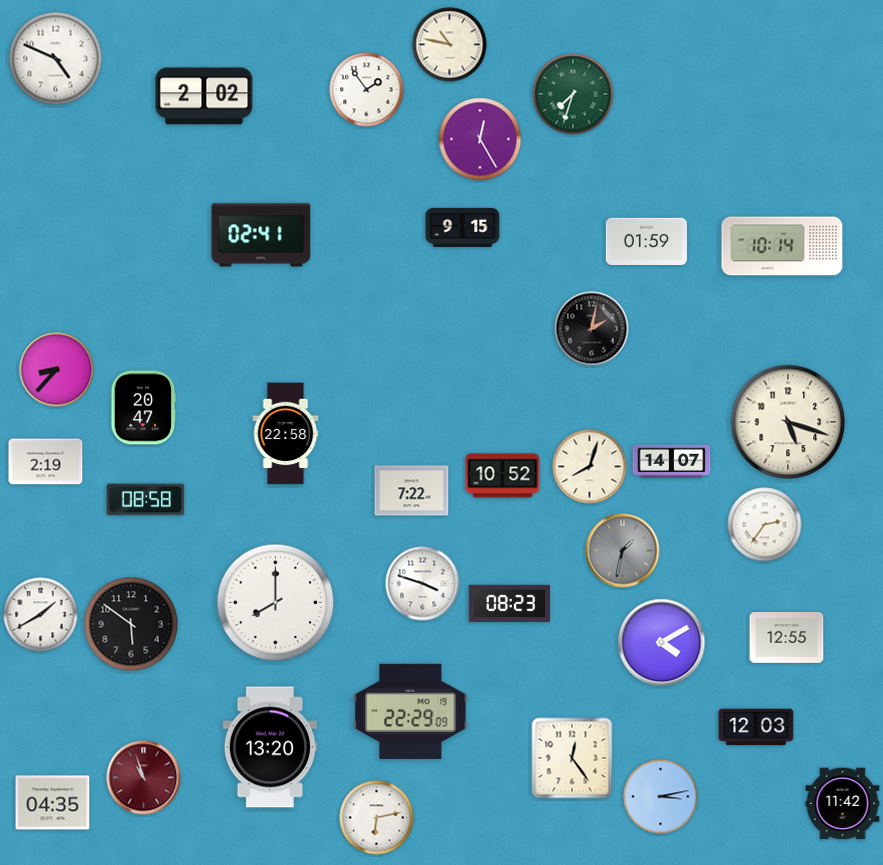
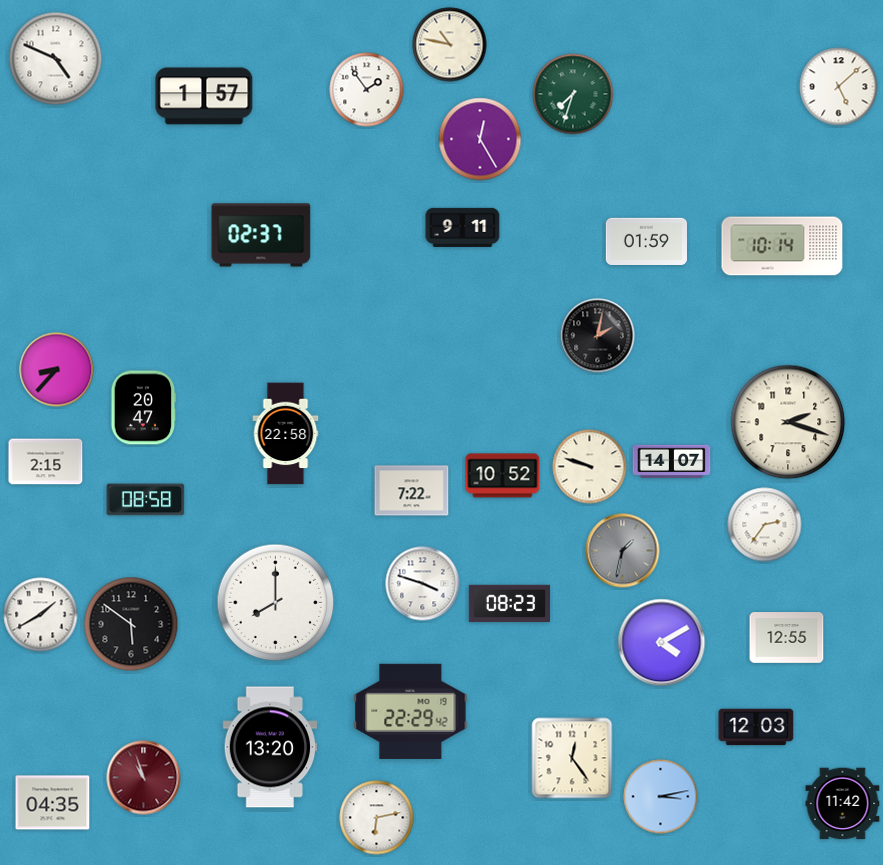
clock at (839, 87): none -> 5:08
clock at (204, 96): 2:02 -> 1:57
clock at (463, 227): 9:15 -> 9:11
clock at (261, 235): 02:41 -> 02:37
clock at (592, 329) position: (592, 329) -> (598, 336)
clock at (788, 422): 5:18 -> 2:18
clock at (46, 462): 2:19 -> 2:15
clock at (590, 467): 8:03 -> 9:48
clock at (411, 711): 22:29:09 -> 22:29:42
